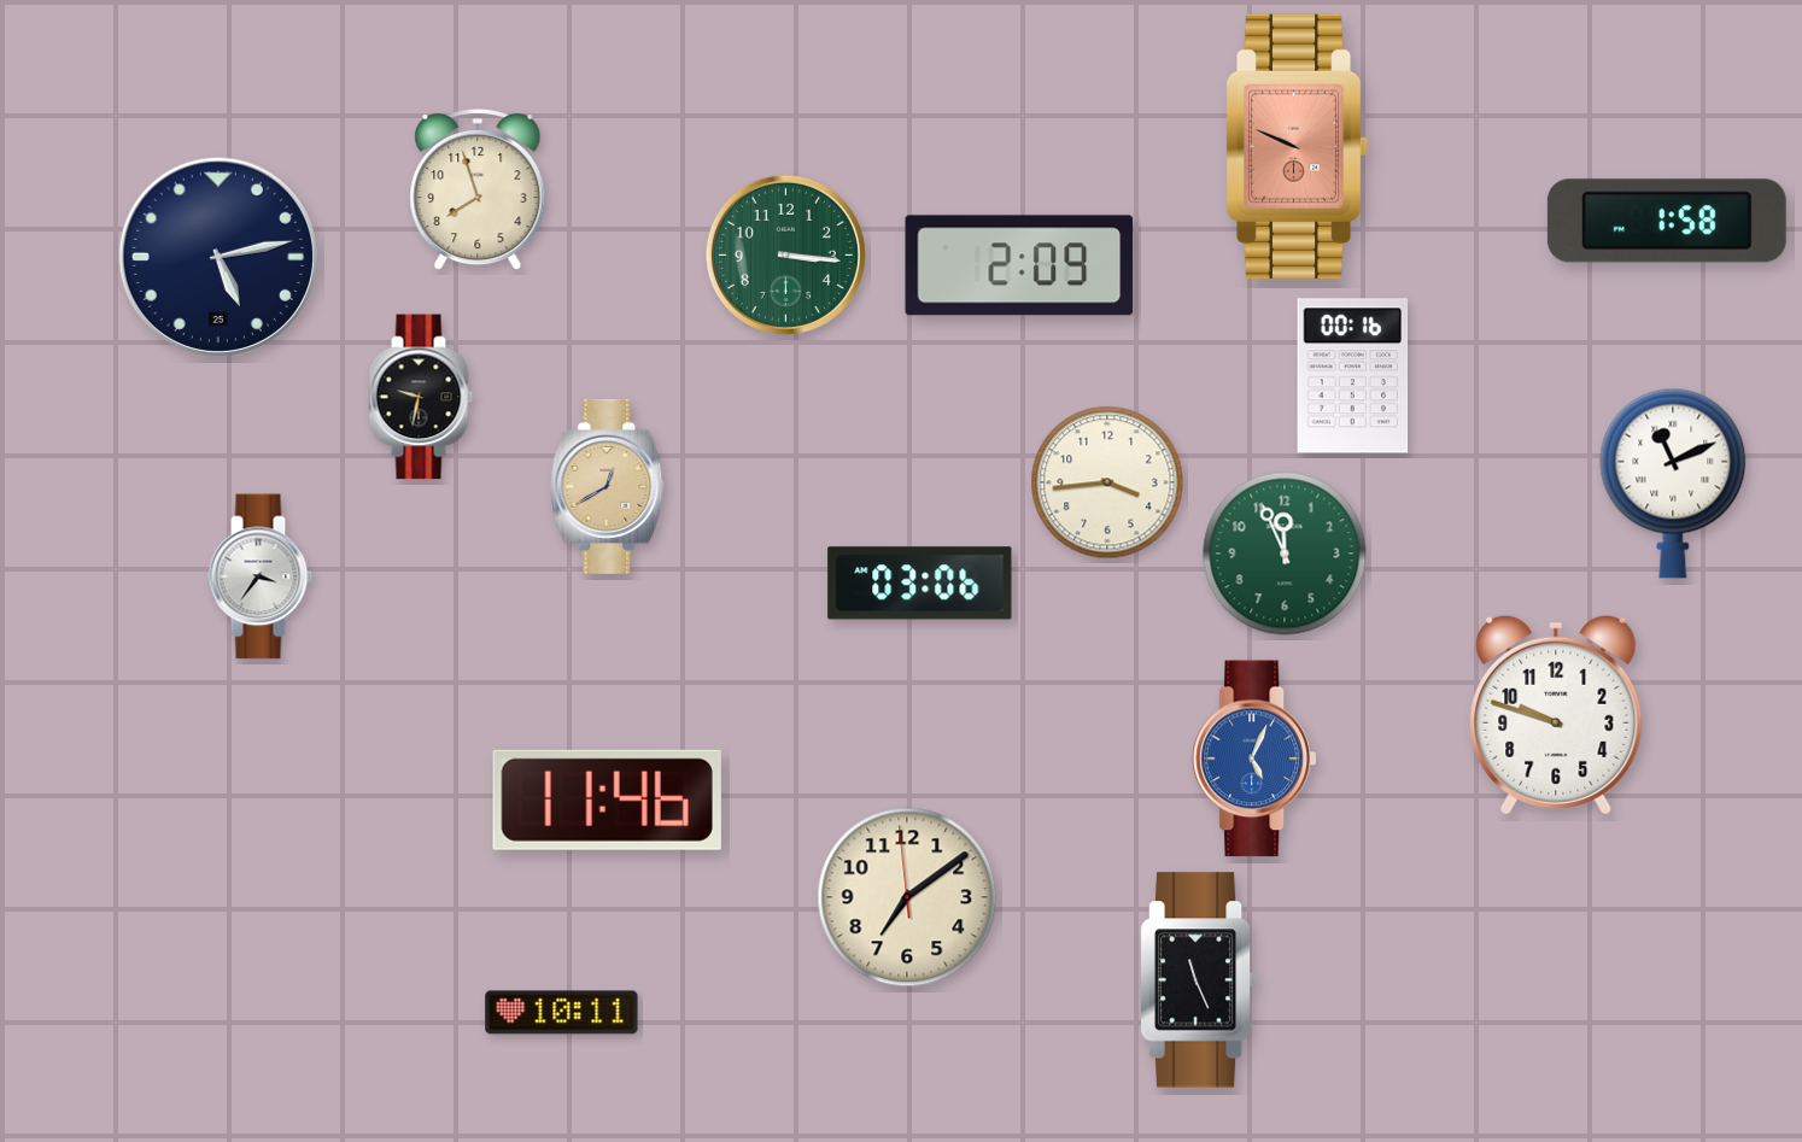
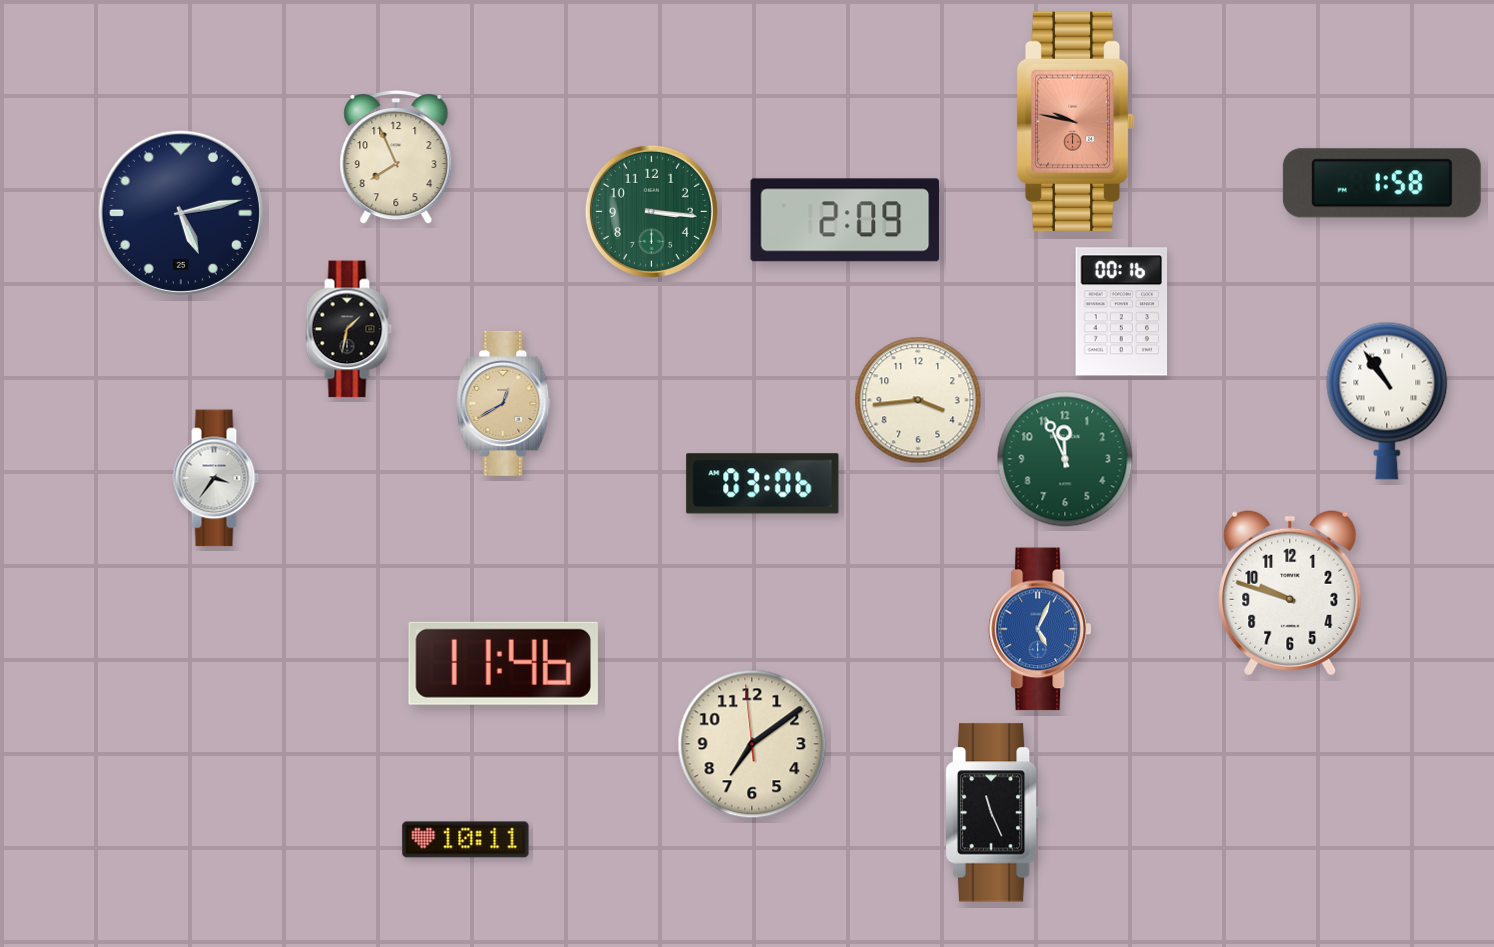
clock at (1297, 146): 9:49 -> 9:47
clock at (478, 189): 7:57 -> 7:56
clock at (421, 397): 9:32 -> 1:32
clock at (1673, 484): 11:11 -> 10:54
